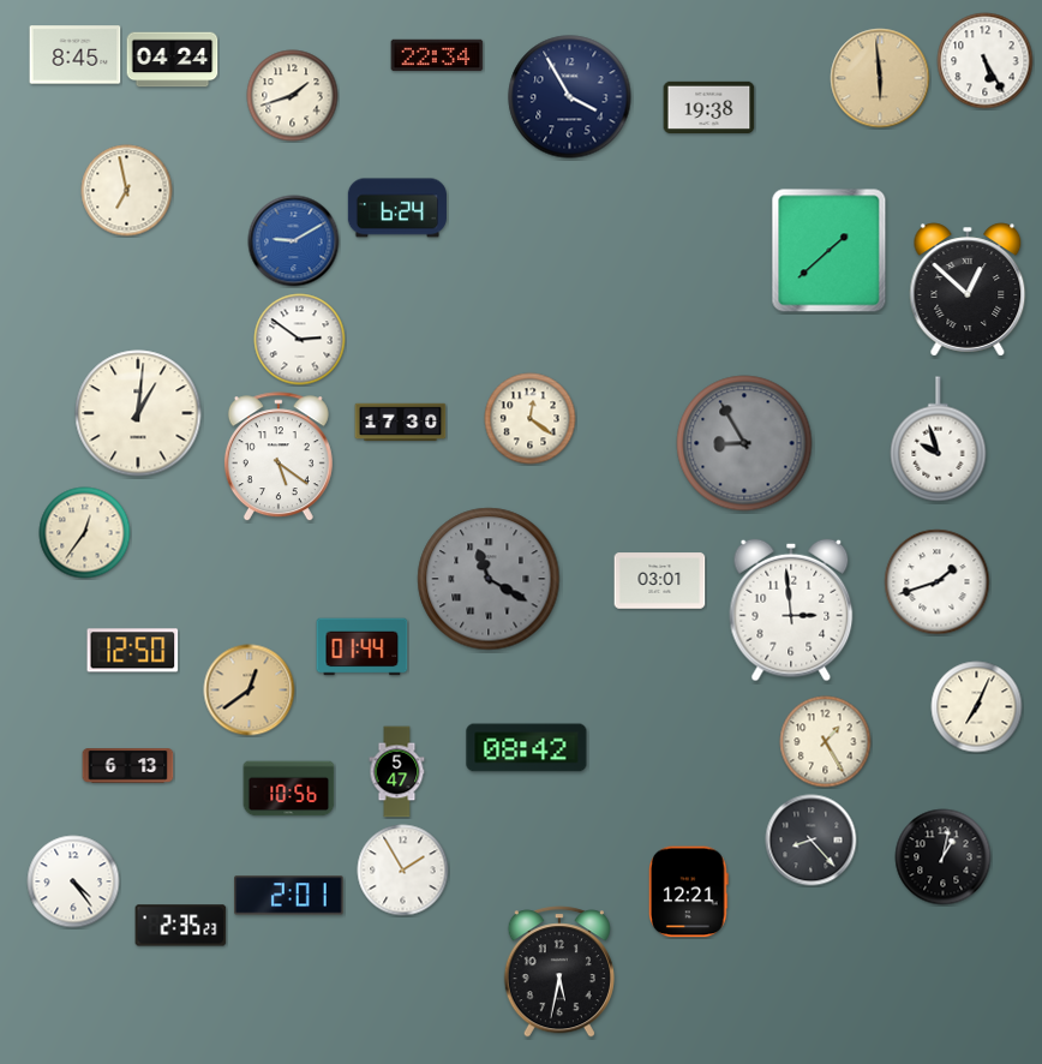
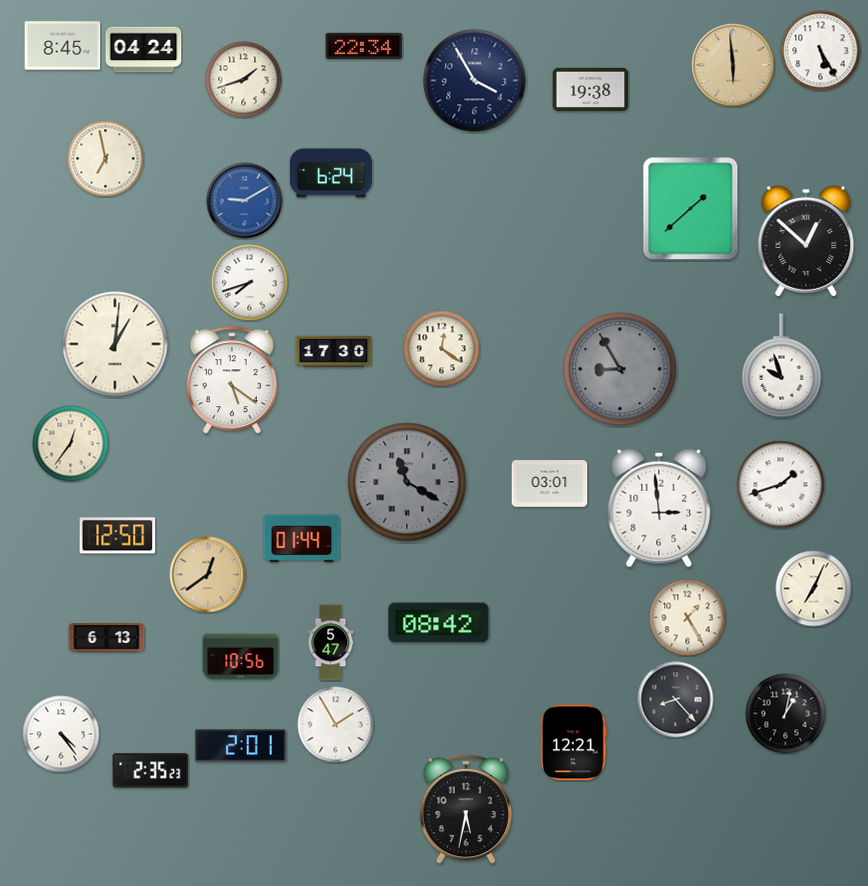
clock at (300, 340): 2:51 -> 7:42
clock at (133, 651) position: (133, 651) -> (118, 536)
